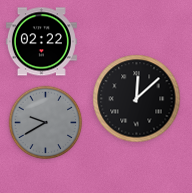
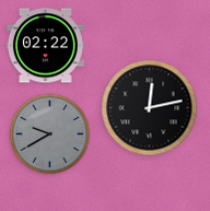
clock at (137, 99): 12:08 -> 12:13
